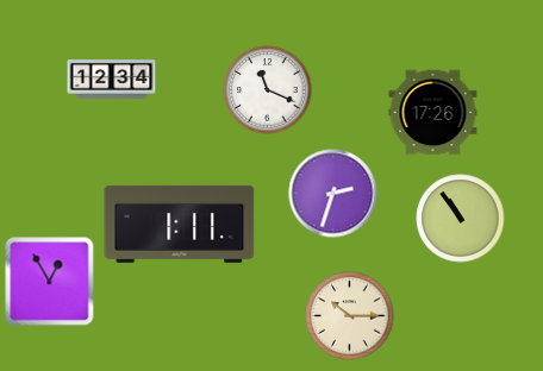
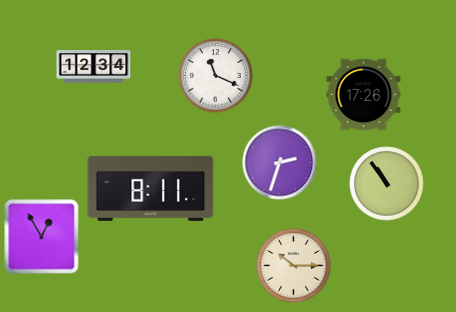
clock at (268, 90) position: (268, 90) -> (216, 76)
clock at (180, 224): 1:11 -> 8:11
